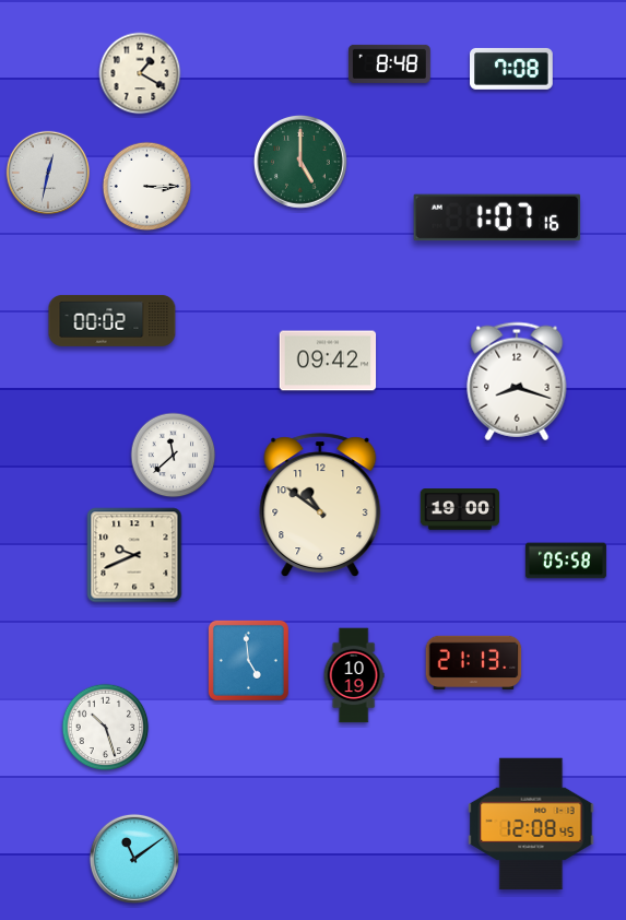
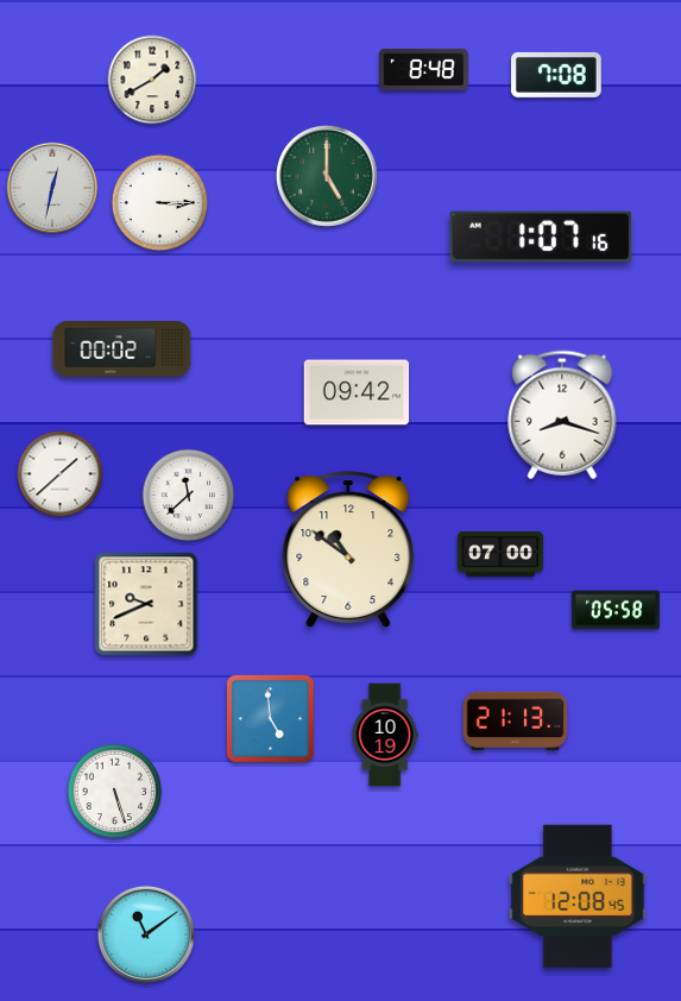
clock at (140, 73): 1:20 -> 1:40
clock at (61, 474): none -> 1:38
clock at (460, 509): 19:00 -> 07:00
clock at (106, 728): 10:27 -> 5:27
